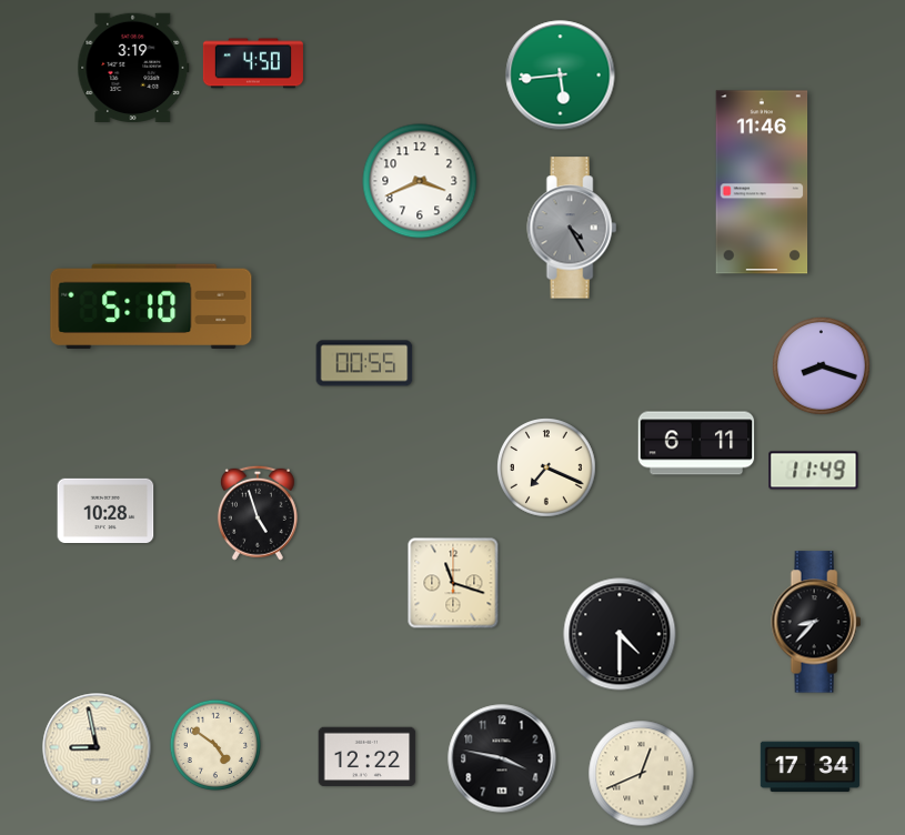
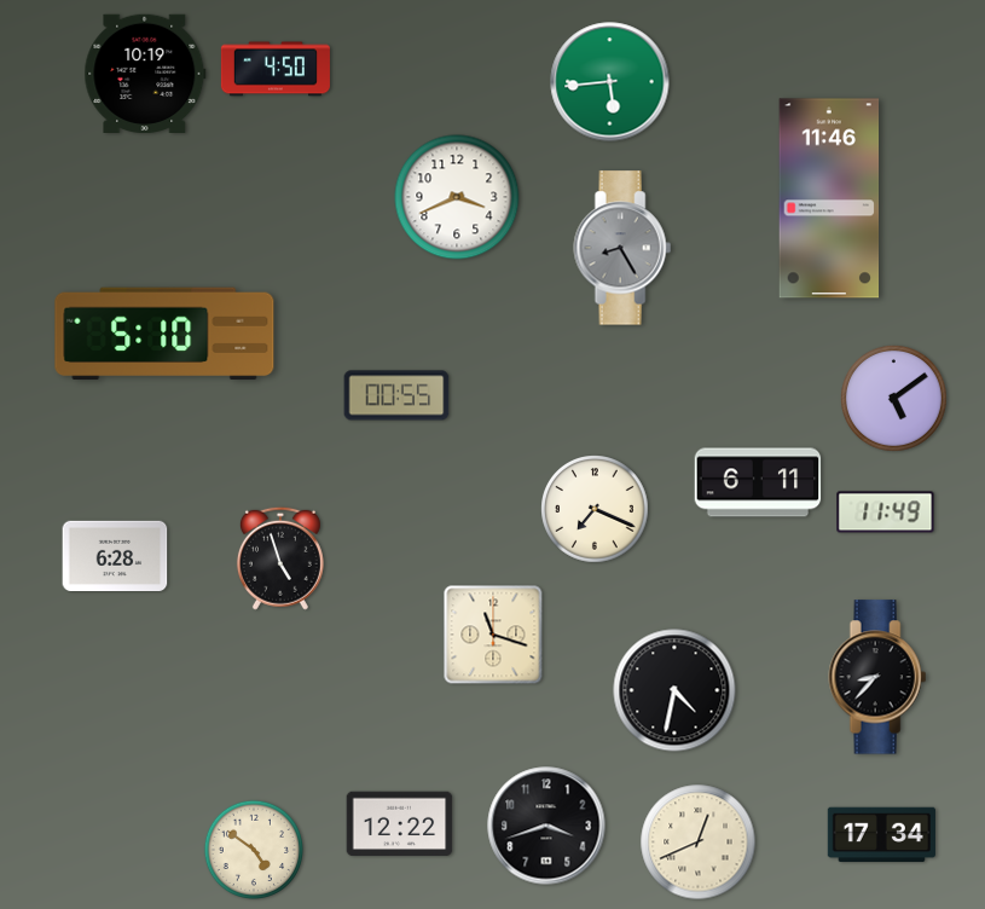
clock at (133, 67): 3:19 -> 10:19
clock at (572, 228): 4:25 -> 8:25
clock at (822, 366): 8:18 -> 5:09
clock at (105, 510): 10:28 -> 6:28
clock at (816, 622) position: (816, 622) -> (877, 677)
clock at (620, 634): 4:30 -> 4:32
clock at (214, 744) position: (214, 744) -> (253, 849)
clock at (97, 747): 8:58 -> none
clock at (502, 758): 3:47 -> 3:42
